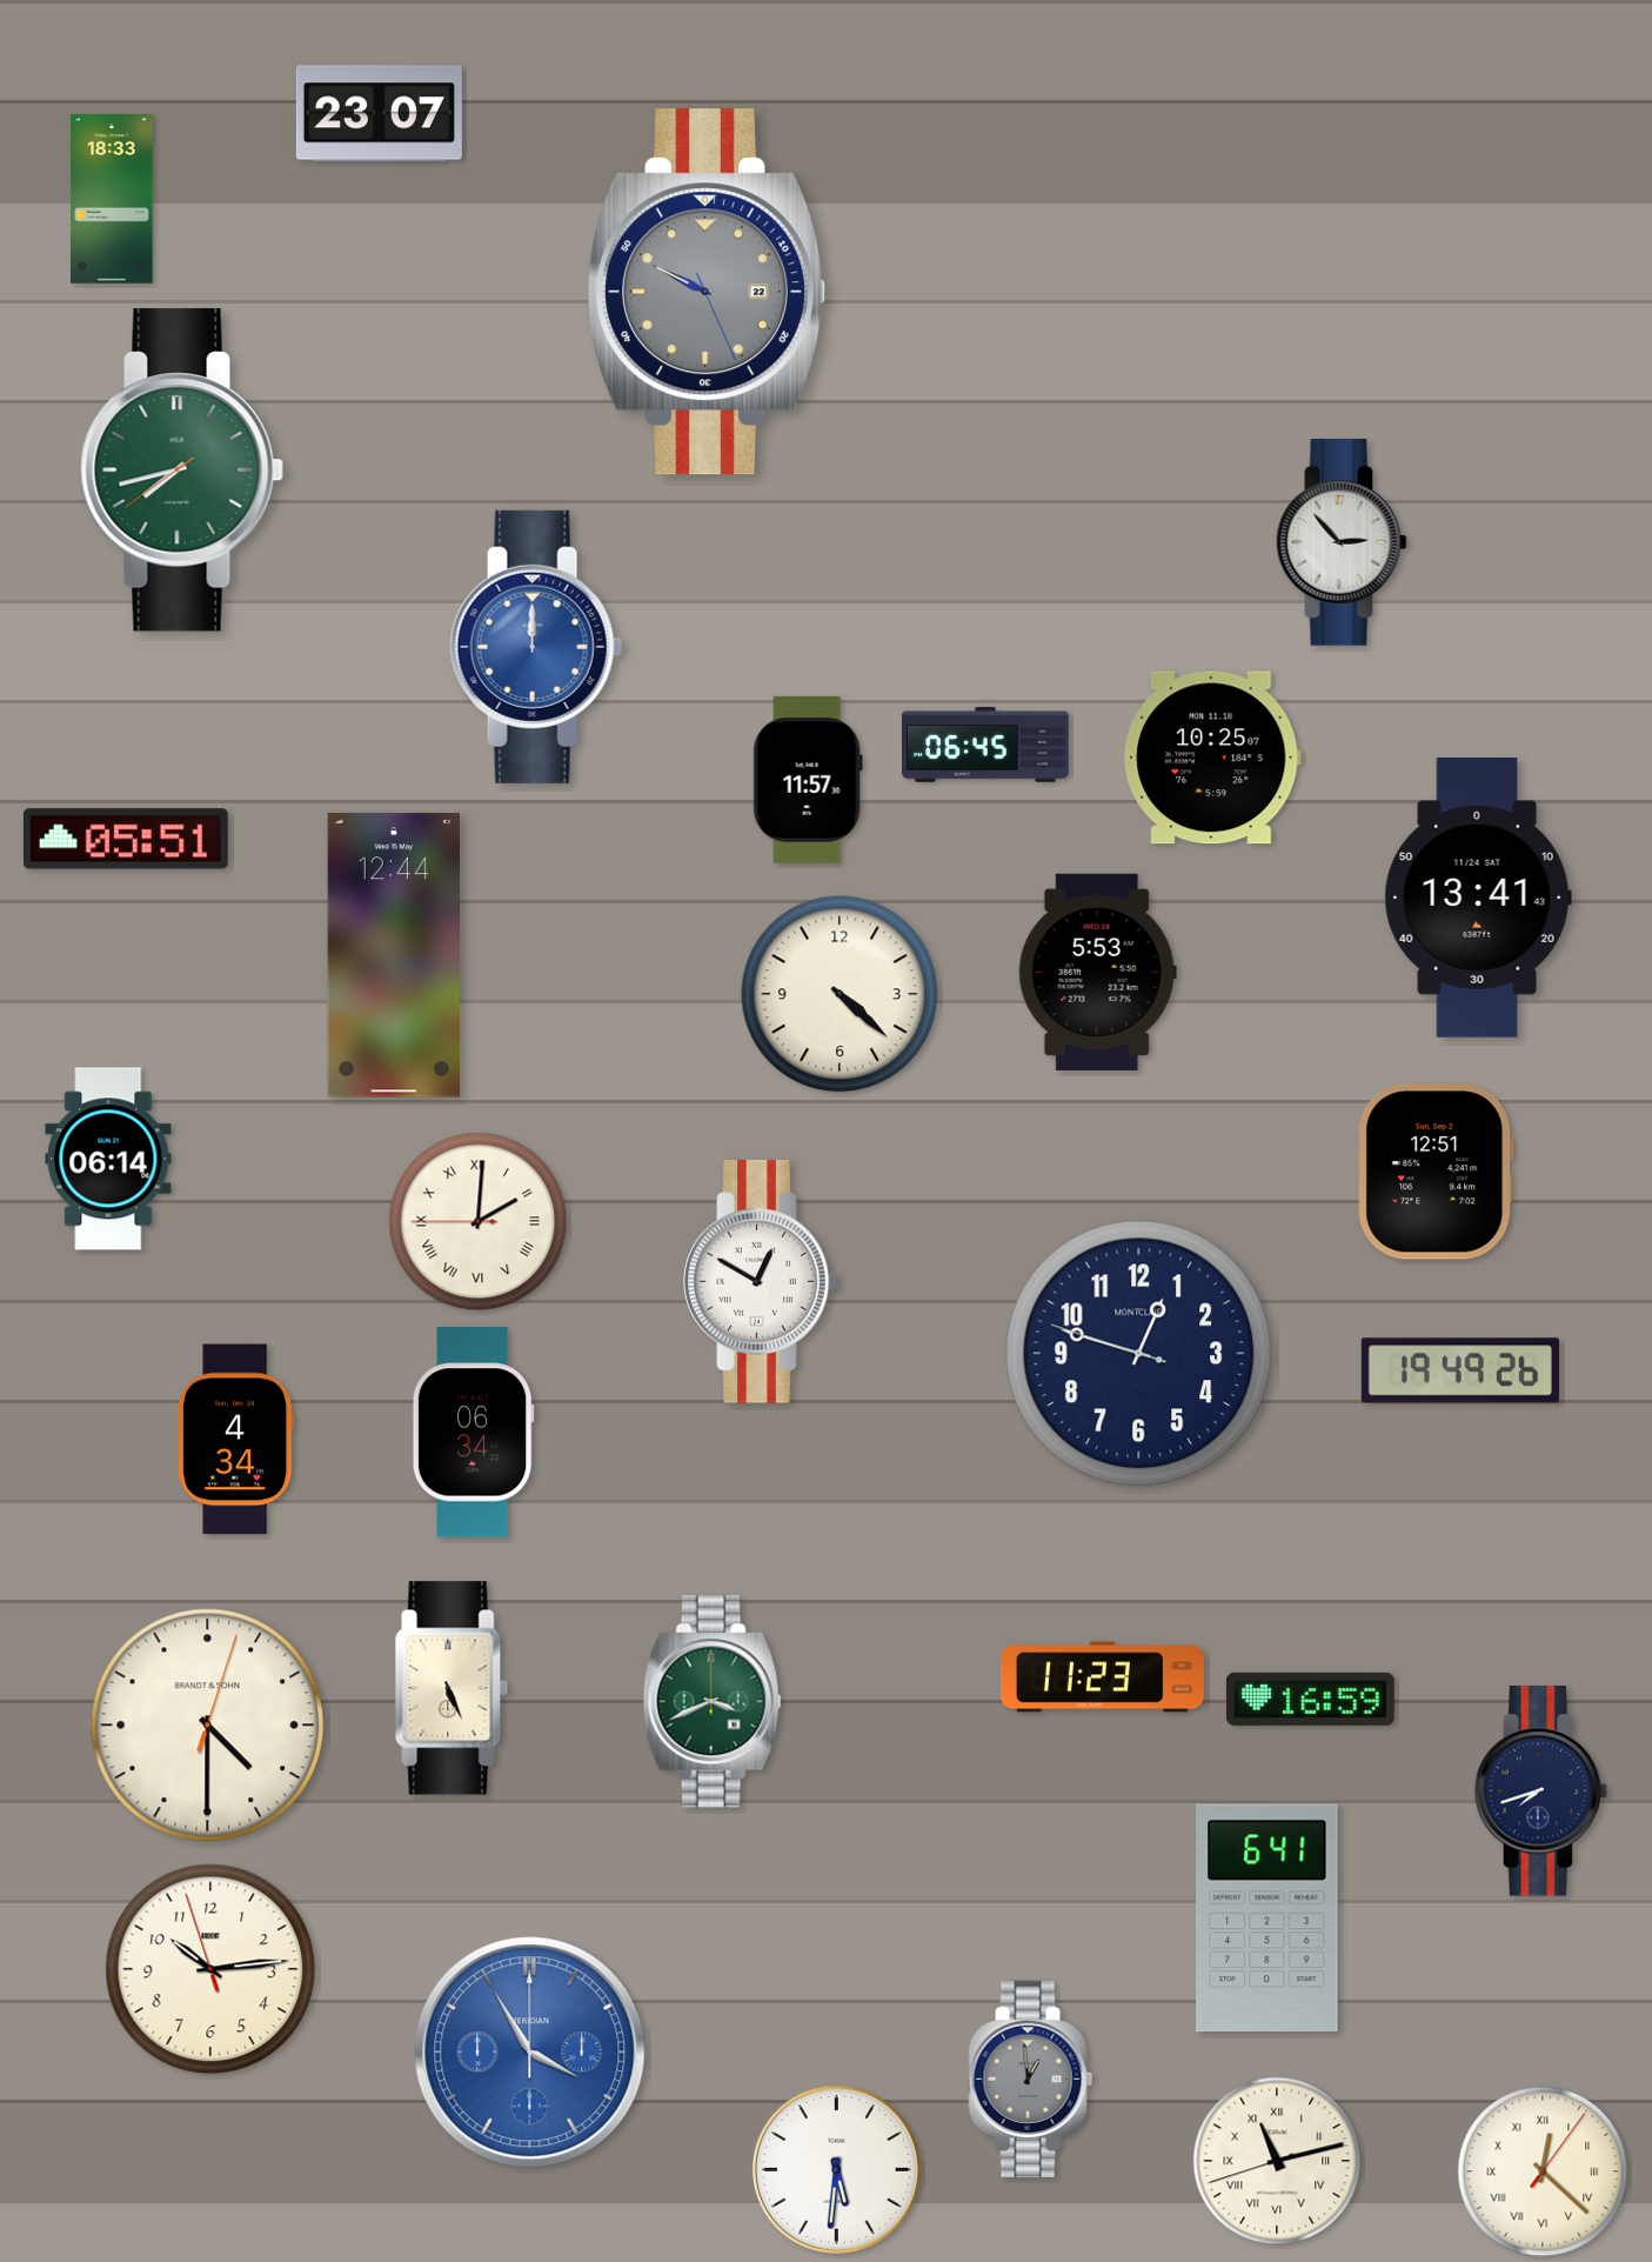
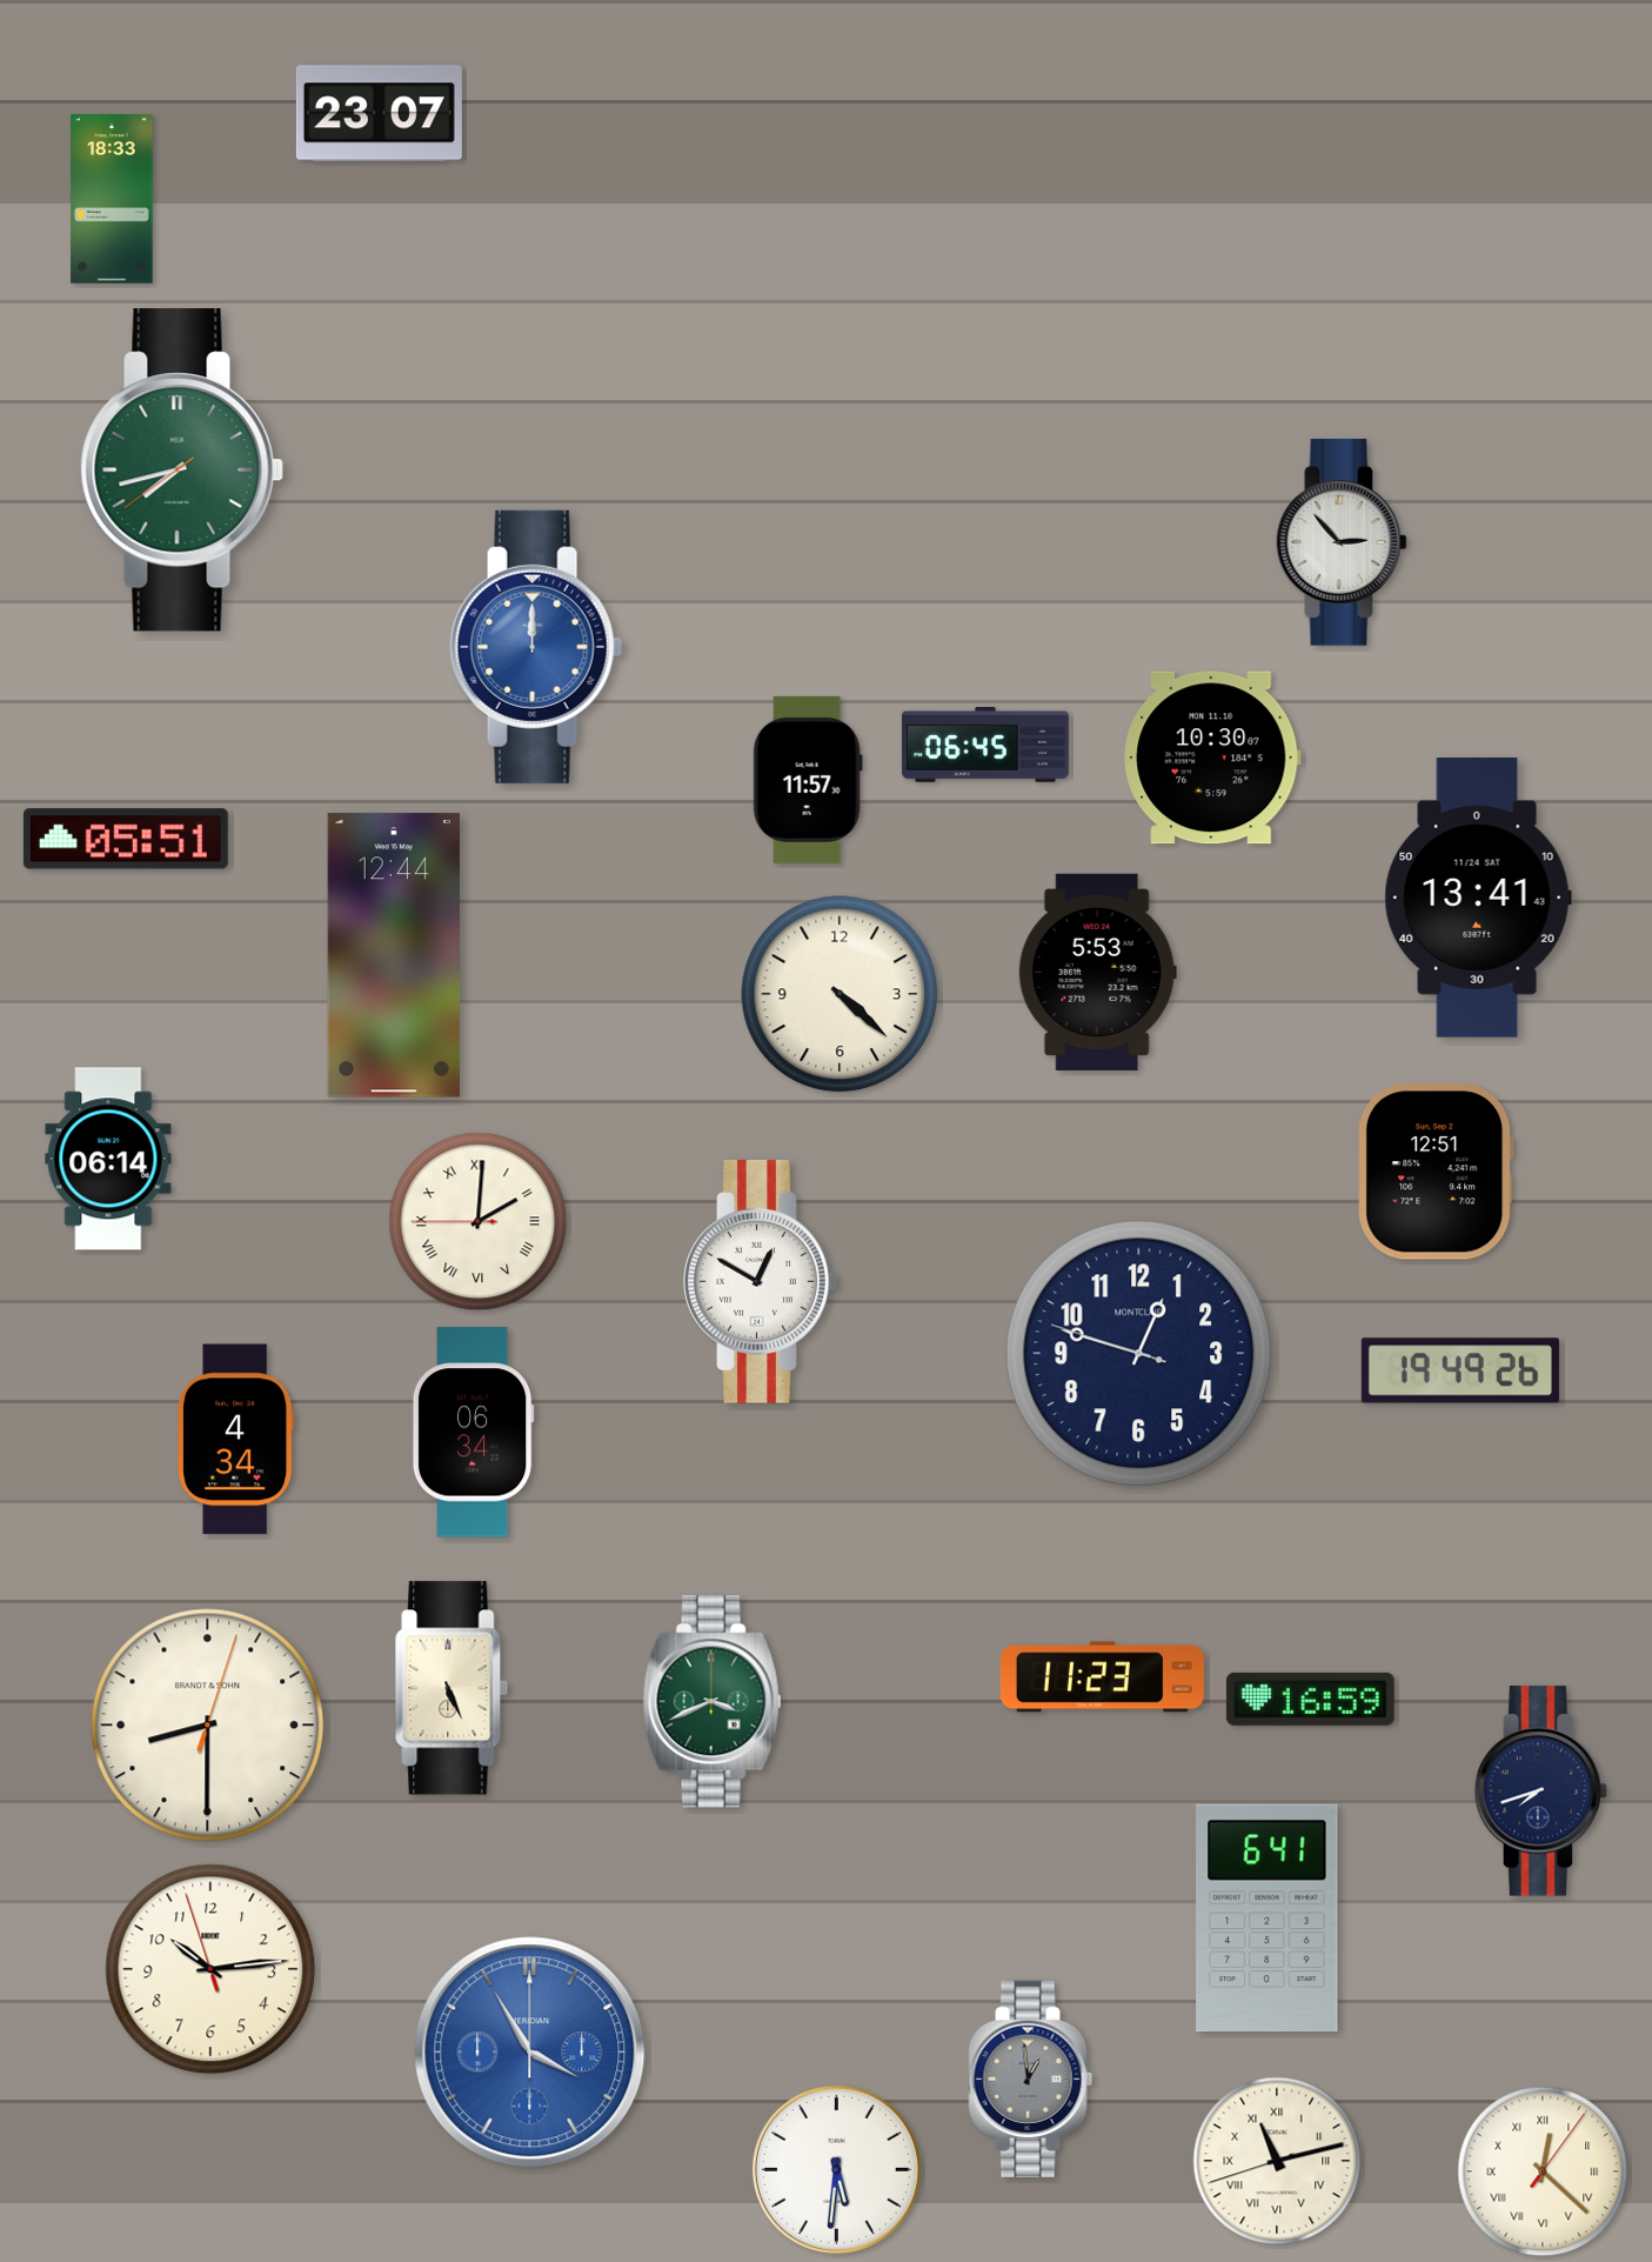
clock at (707, 292): 9:49 -> none
clock at (1212, 758): 10:25 -> 10:30
clock at (208, 1726): 4:30 -> 8:30
